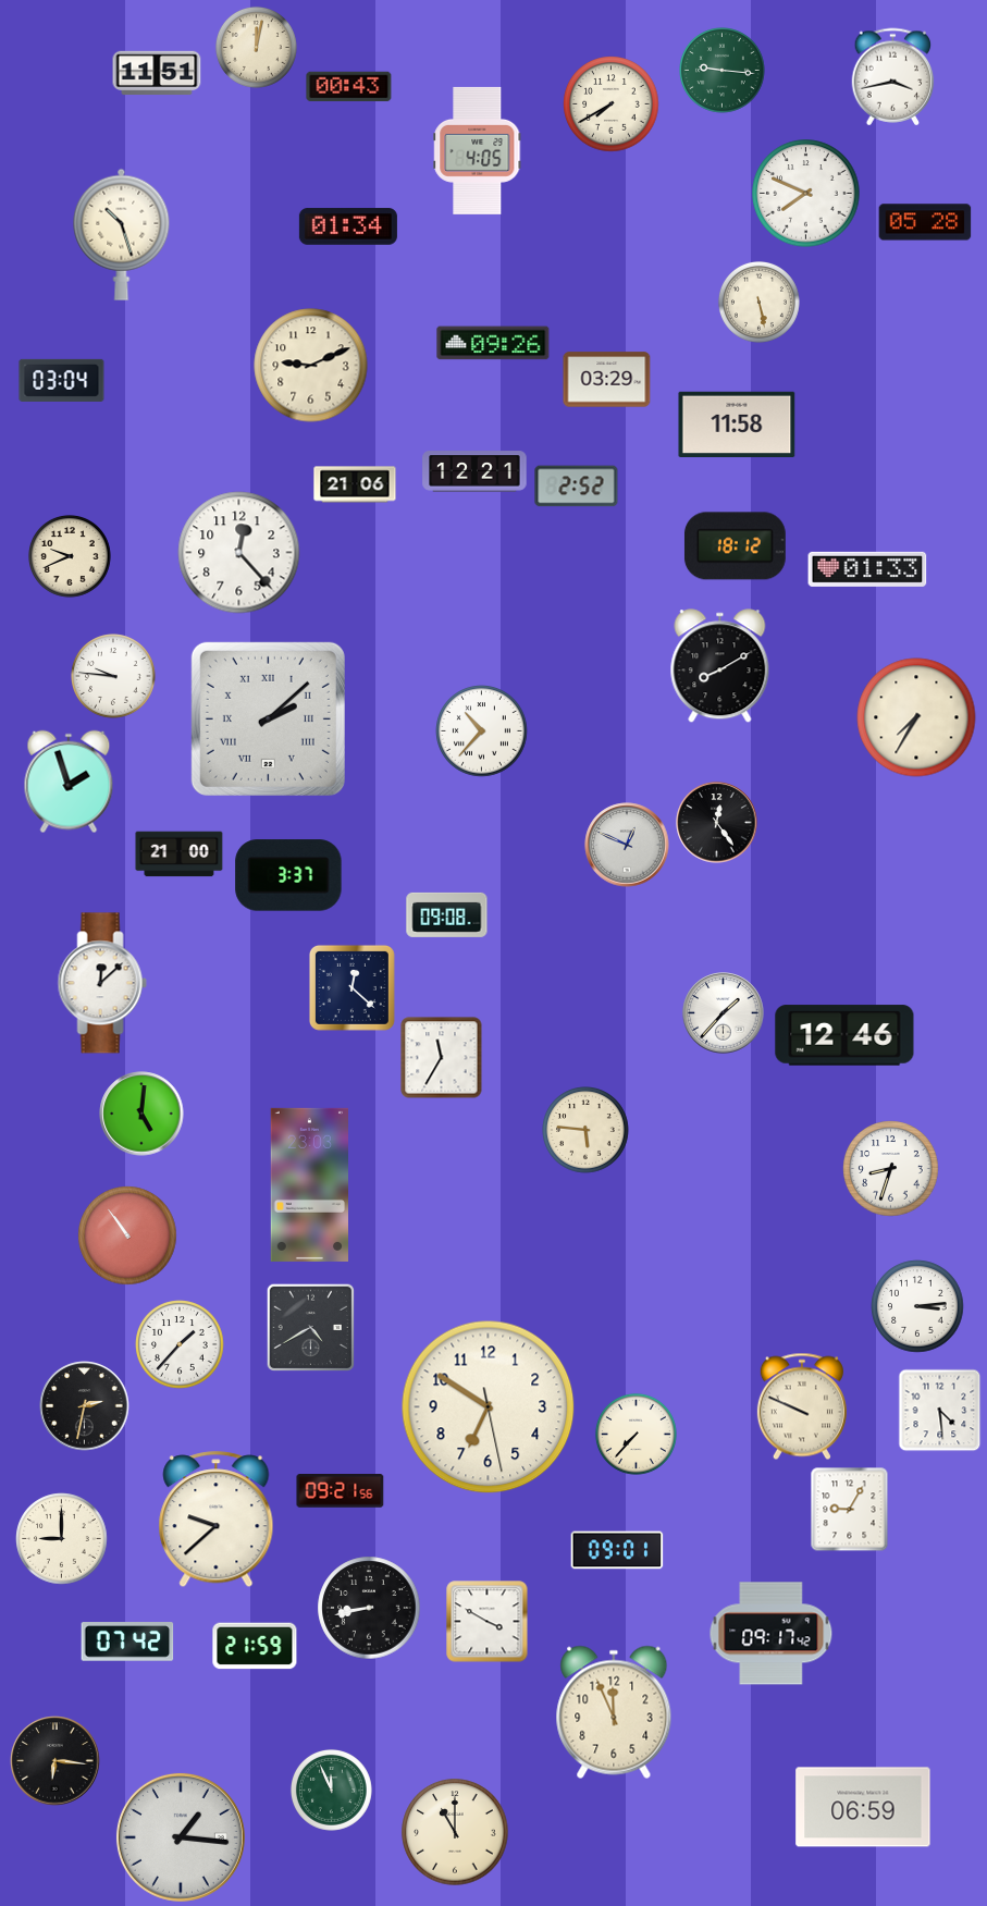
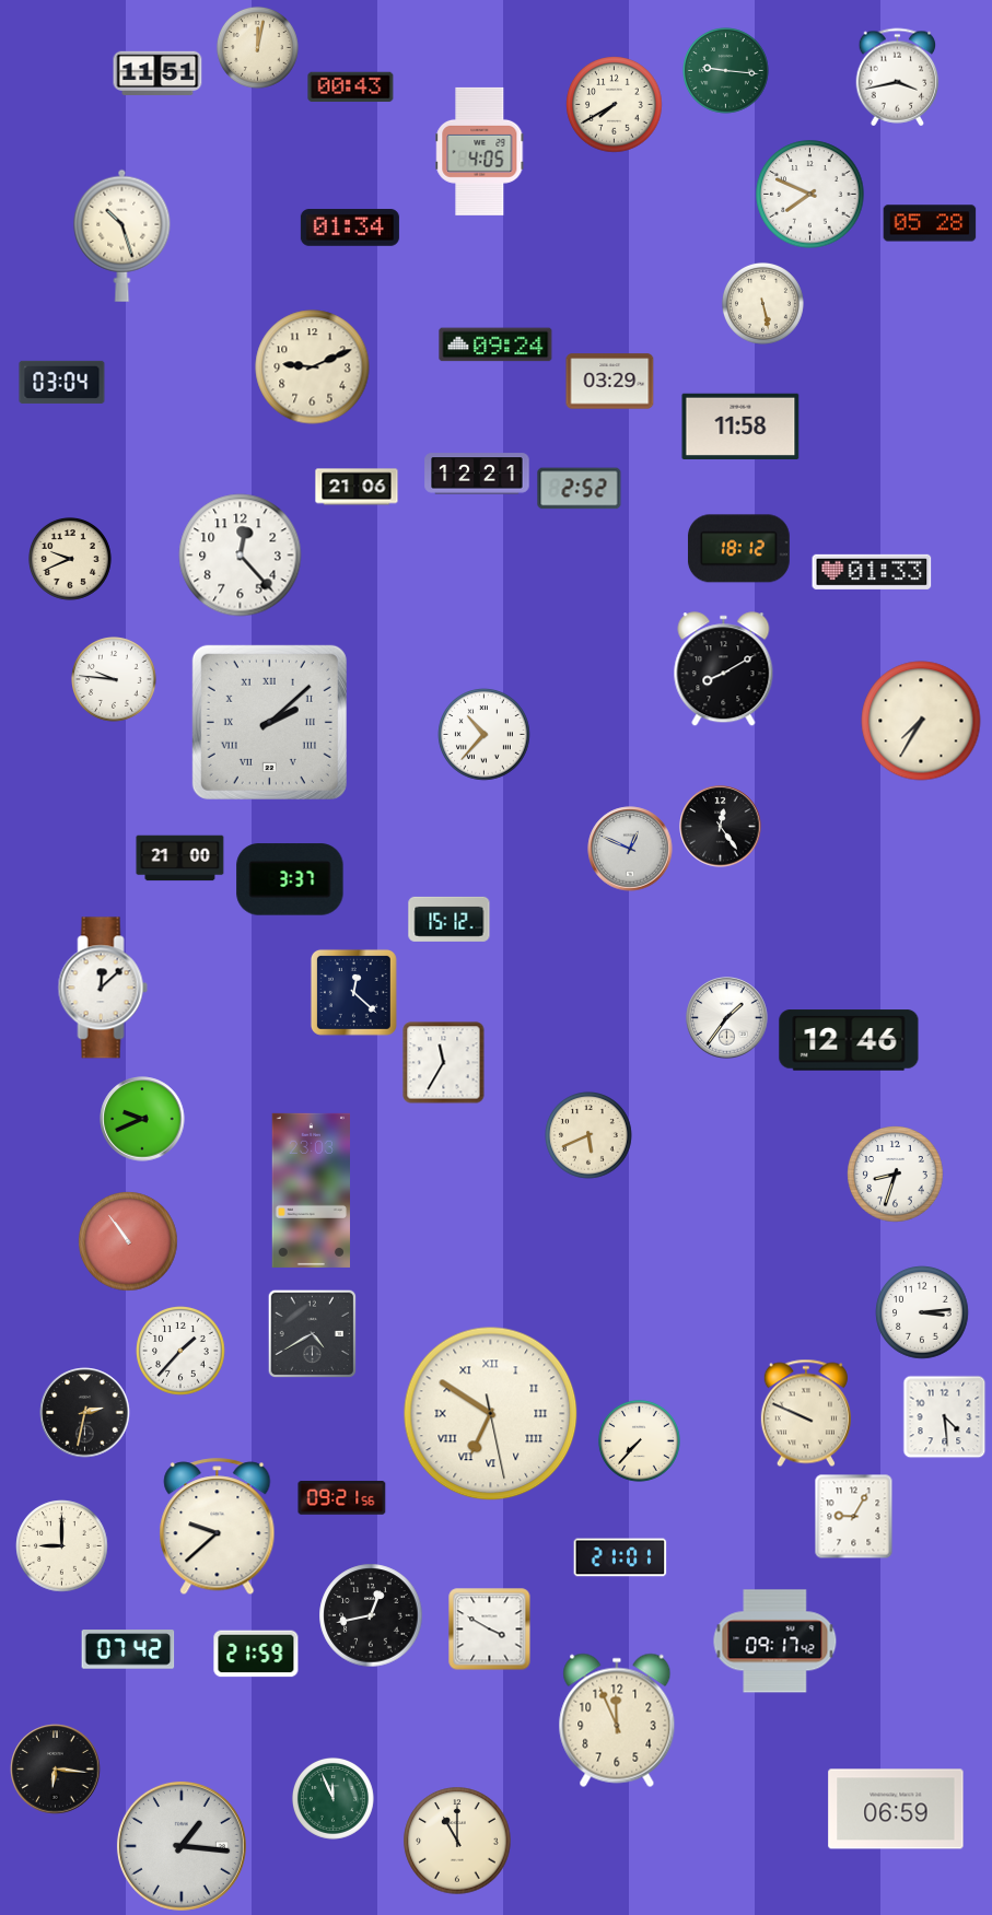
clock at (493, 343): 09:26 -> 09:24
clock at (69, 782): 1:57 -> none
clock at (447, 914): 09:08 -> 15:12
clock at (724, 1013): 1:37 -> 1:36
clock at (141, 1114): 5:01 -> 9:41
clock at (587, 1131): 5:46 -> 5:41
clock at (489, 1407) numerals: Arabic -> Roman
clock at (617, 1550): 09:01 -> 21:01
clock at (369, 1608): 8:43 -> 12:43
clock at (863, 1807) position: (863, 1807) -> (896, 1809)
